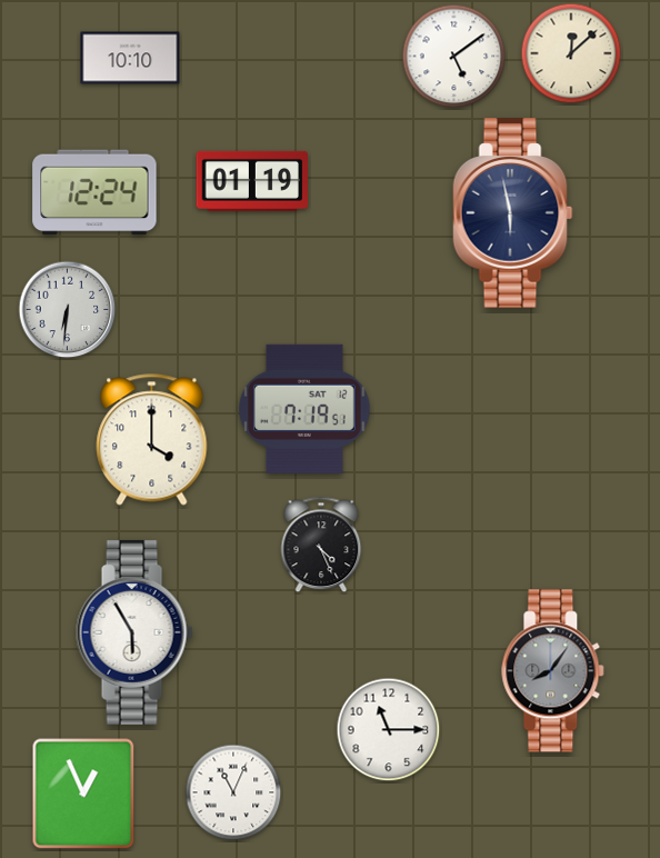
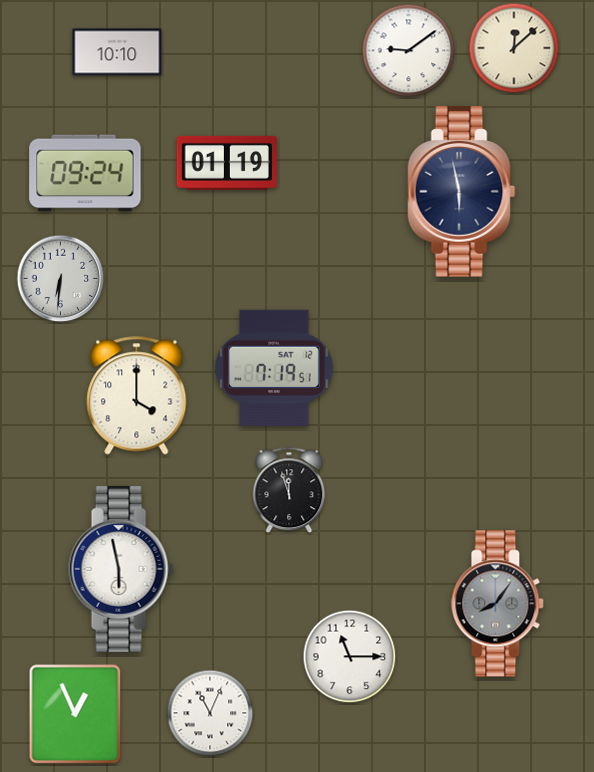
clock at (454, 57): 5:09 -> 9:09
clock at (94, 192): 12:24 -> 09:24
clock at (321, 545): 4:26 -> 11:57
clock at (134, 632): 5:55 -> 5:58
